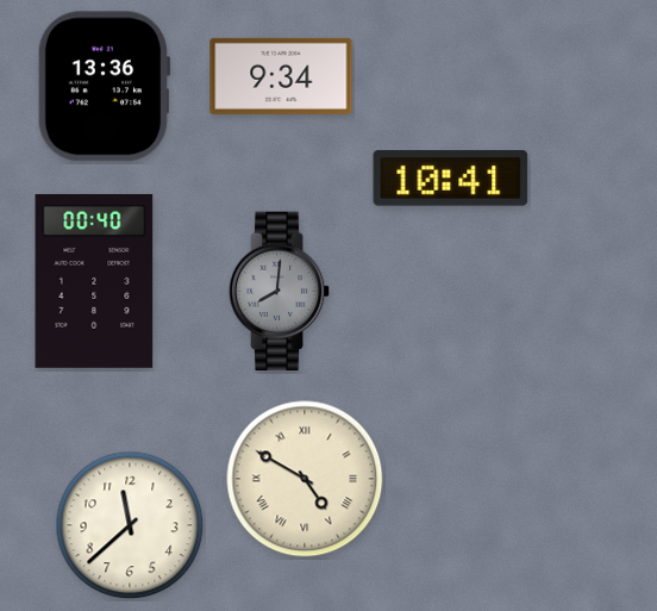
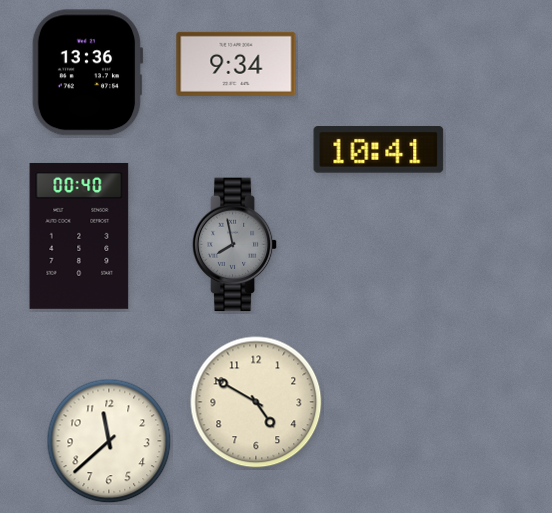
clock at (280, 292): 8:01 -> 7:58
clock at (305, 479) numerals: Roman -> Arabic
